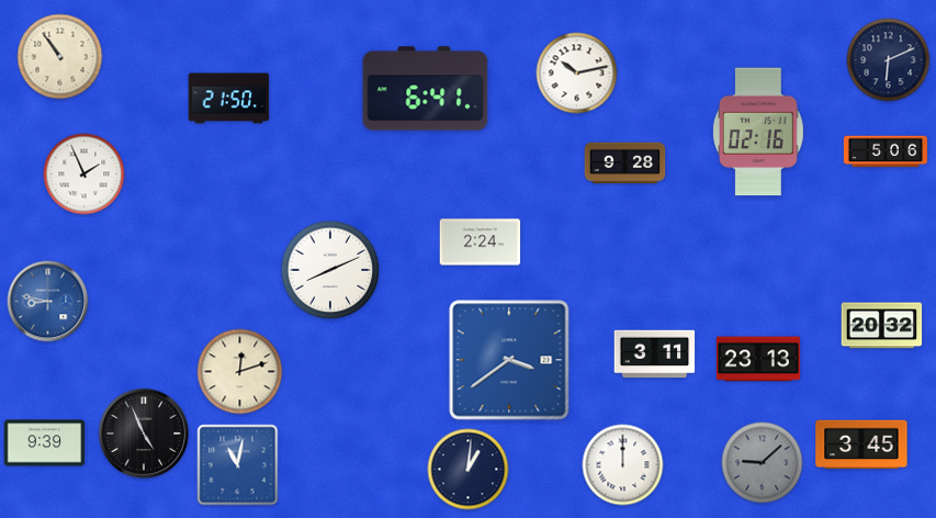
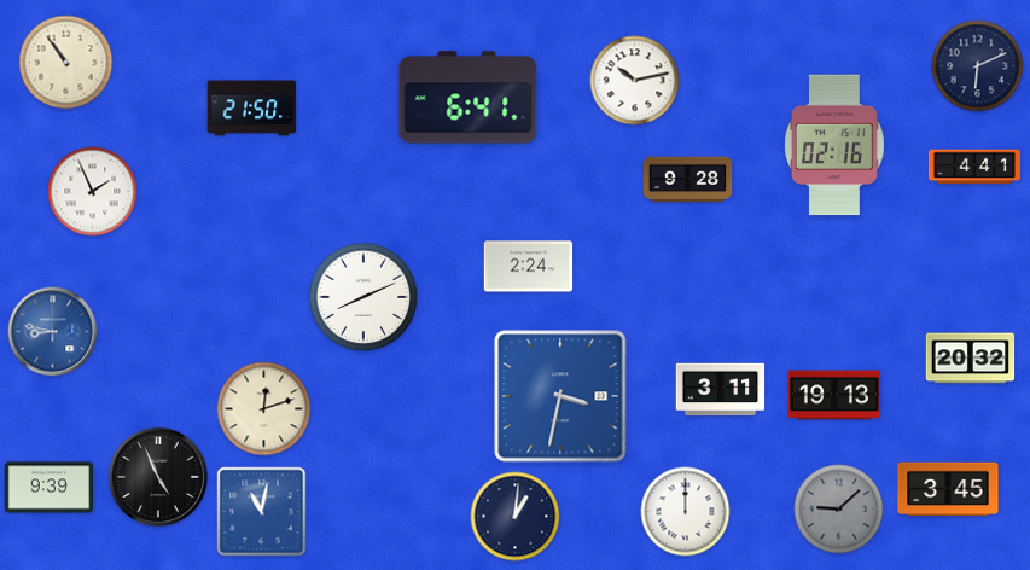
clock at (886, 151): 5:06 -> 4:41
clock at (758, 359): 23:13 -> 19:13
clock at (509, 360): 3:39 -> 3:32
